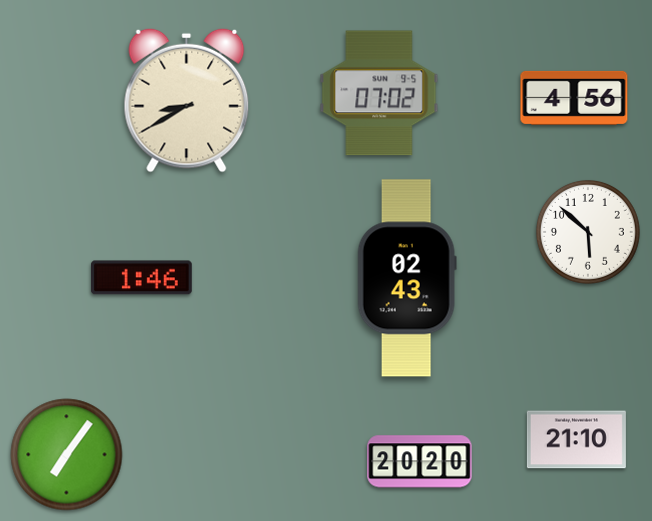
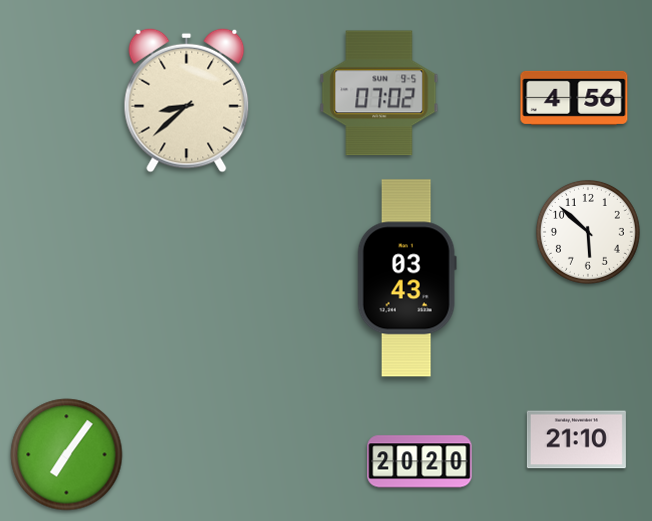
clock at (187, 100): 8:40 -> 8:38
clock at (141, 278): 1:46 -> none
clock at (407, 278): 02:43 -> 03:43
